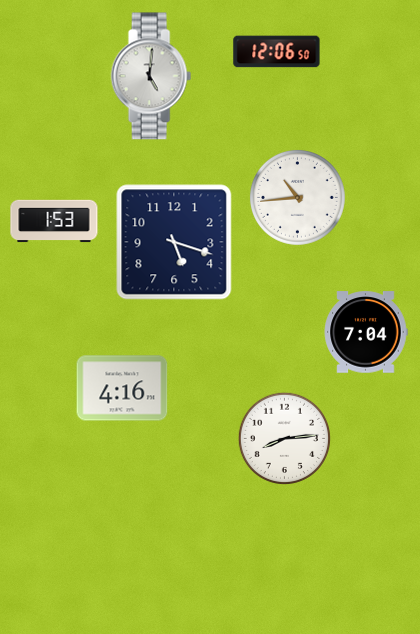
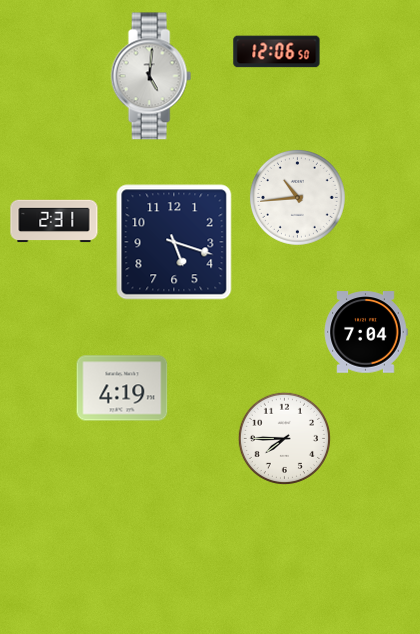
clock at (54, 221): 1:53 -> 2:31
clock at (122, 388): 4:16 -> 4:19
clock at (284, 438): 8:14 -> 7:45
